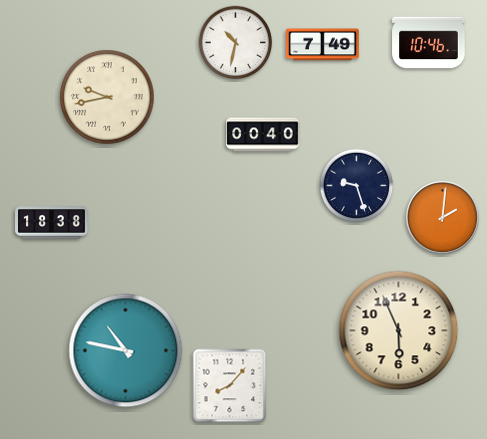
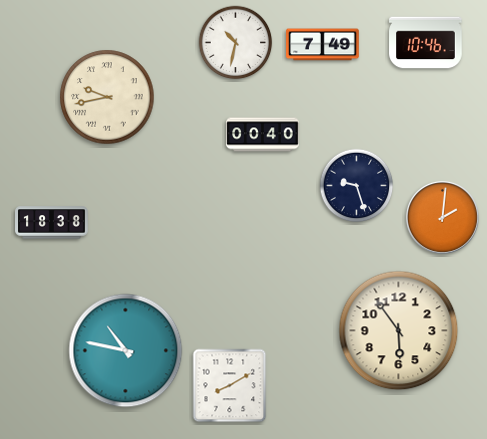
clock at (429, 43) position: (429, 43) -> (426, 43)
clock at (399, 331): 5:56 -> 5:54
clock at (230, 386): 8:07 -> 8:10
